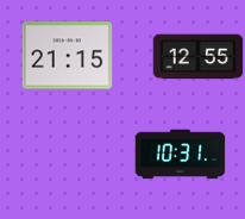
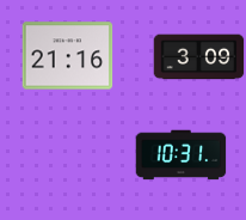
clock at (68, 56): 21:15 -> 21:16
clock at (199, 57): 12:55 -> 3:09
